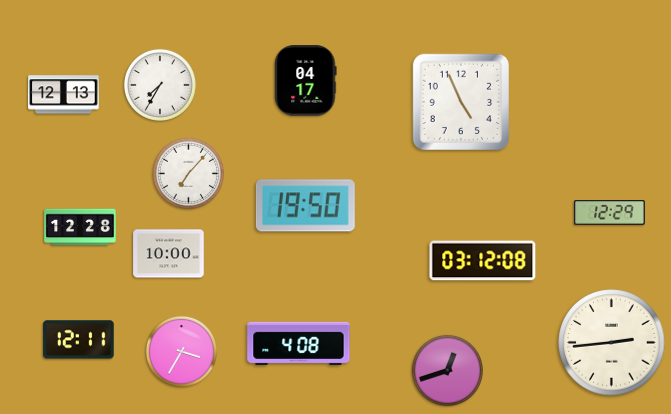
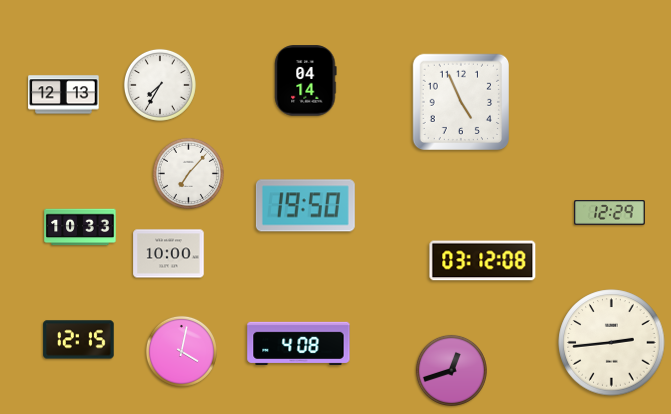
clock at (306, 81): 04:17 -> 04:14
clock at (80, 227): 12:28 -> 10:33
clock at (79, 340): 12:11 -> 12:15
clock at (181, 351): 3:35 -> 4:02
clock at (447, 370) position: (447, 370) -> (451, 370)
